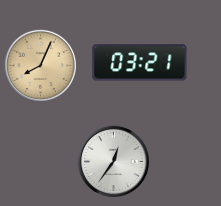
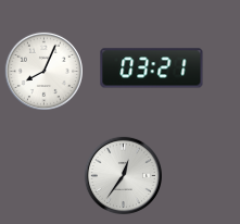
clock at (40, 65) dial: champagne -> white
